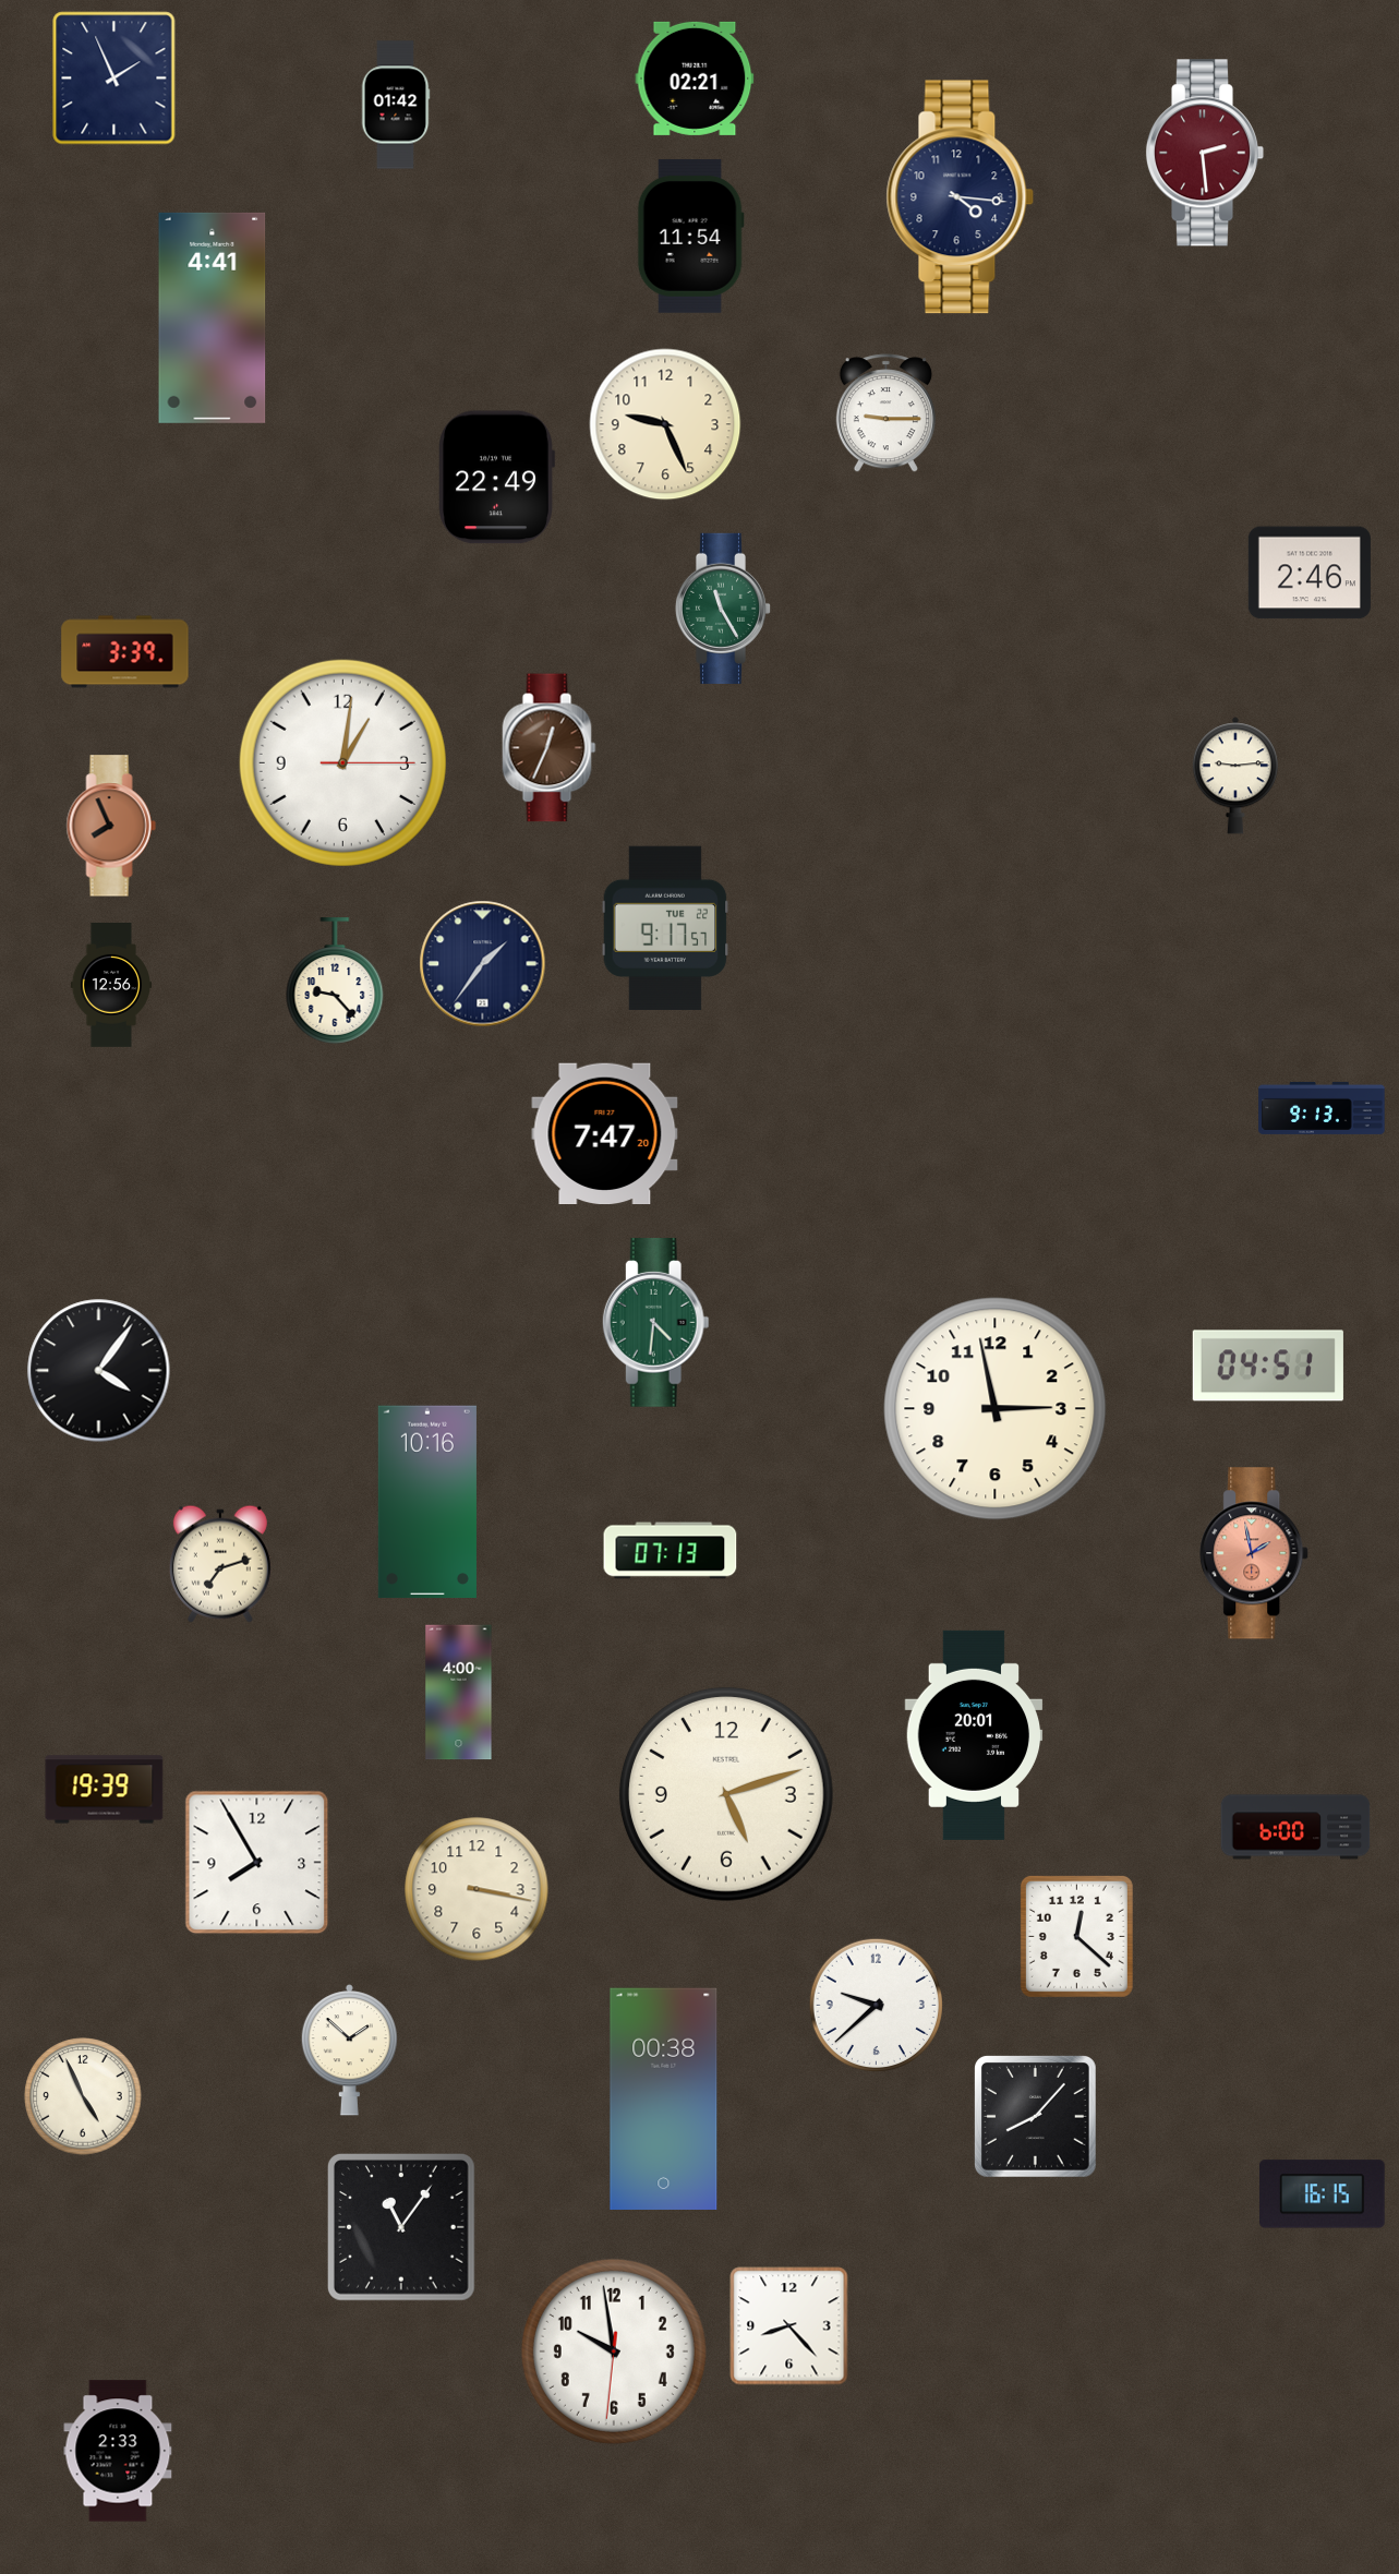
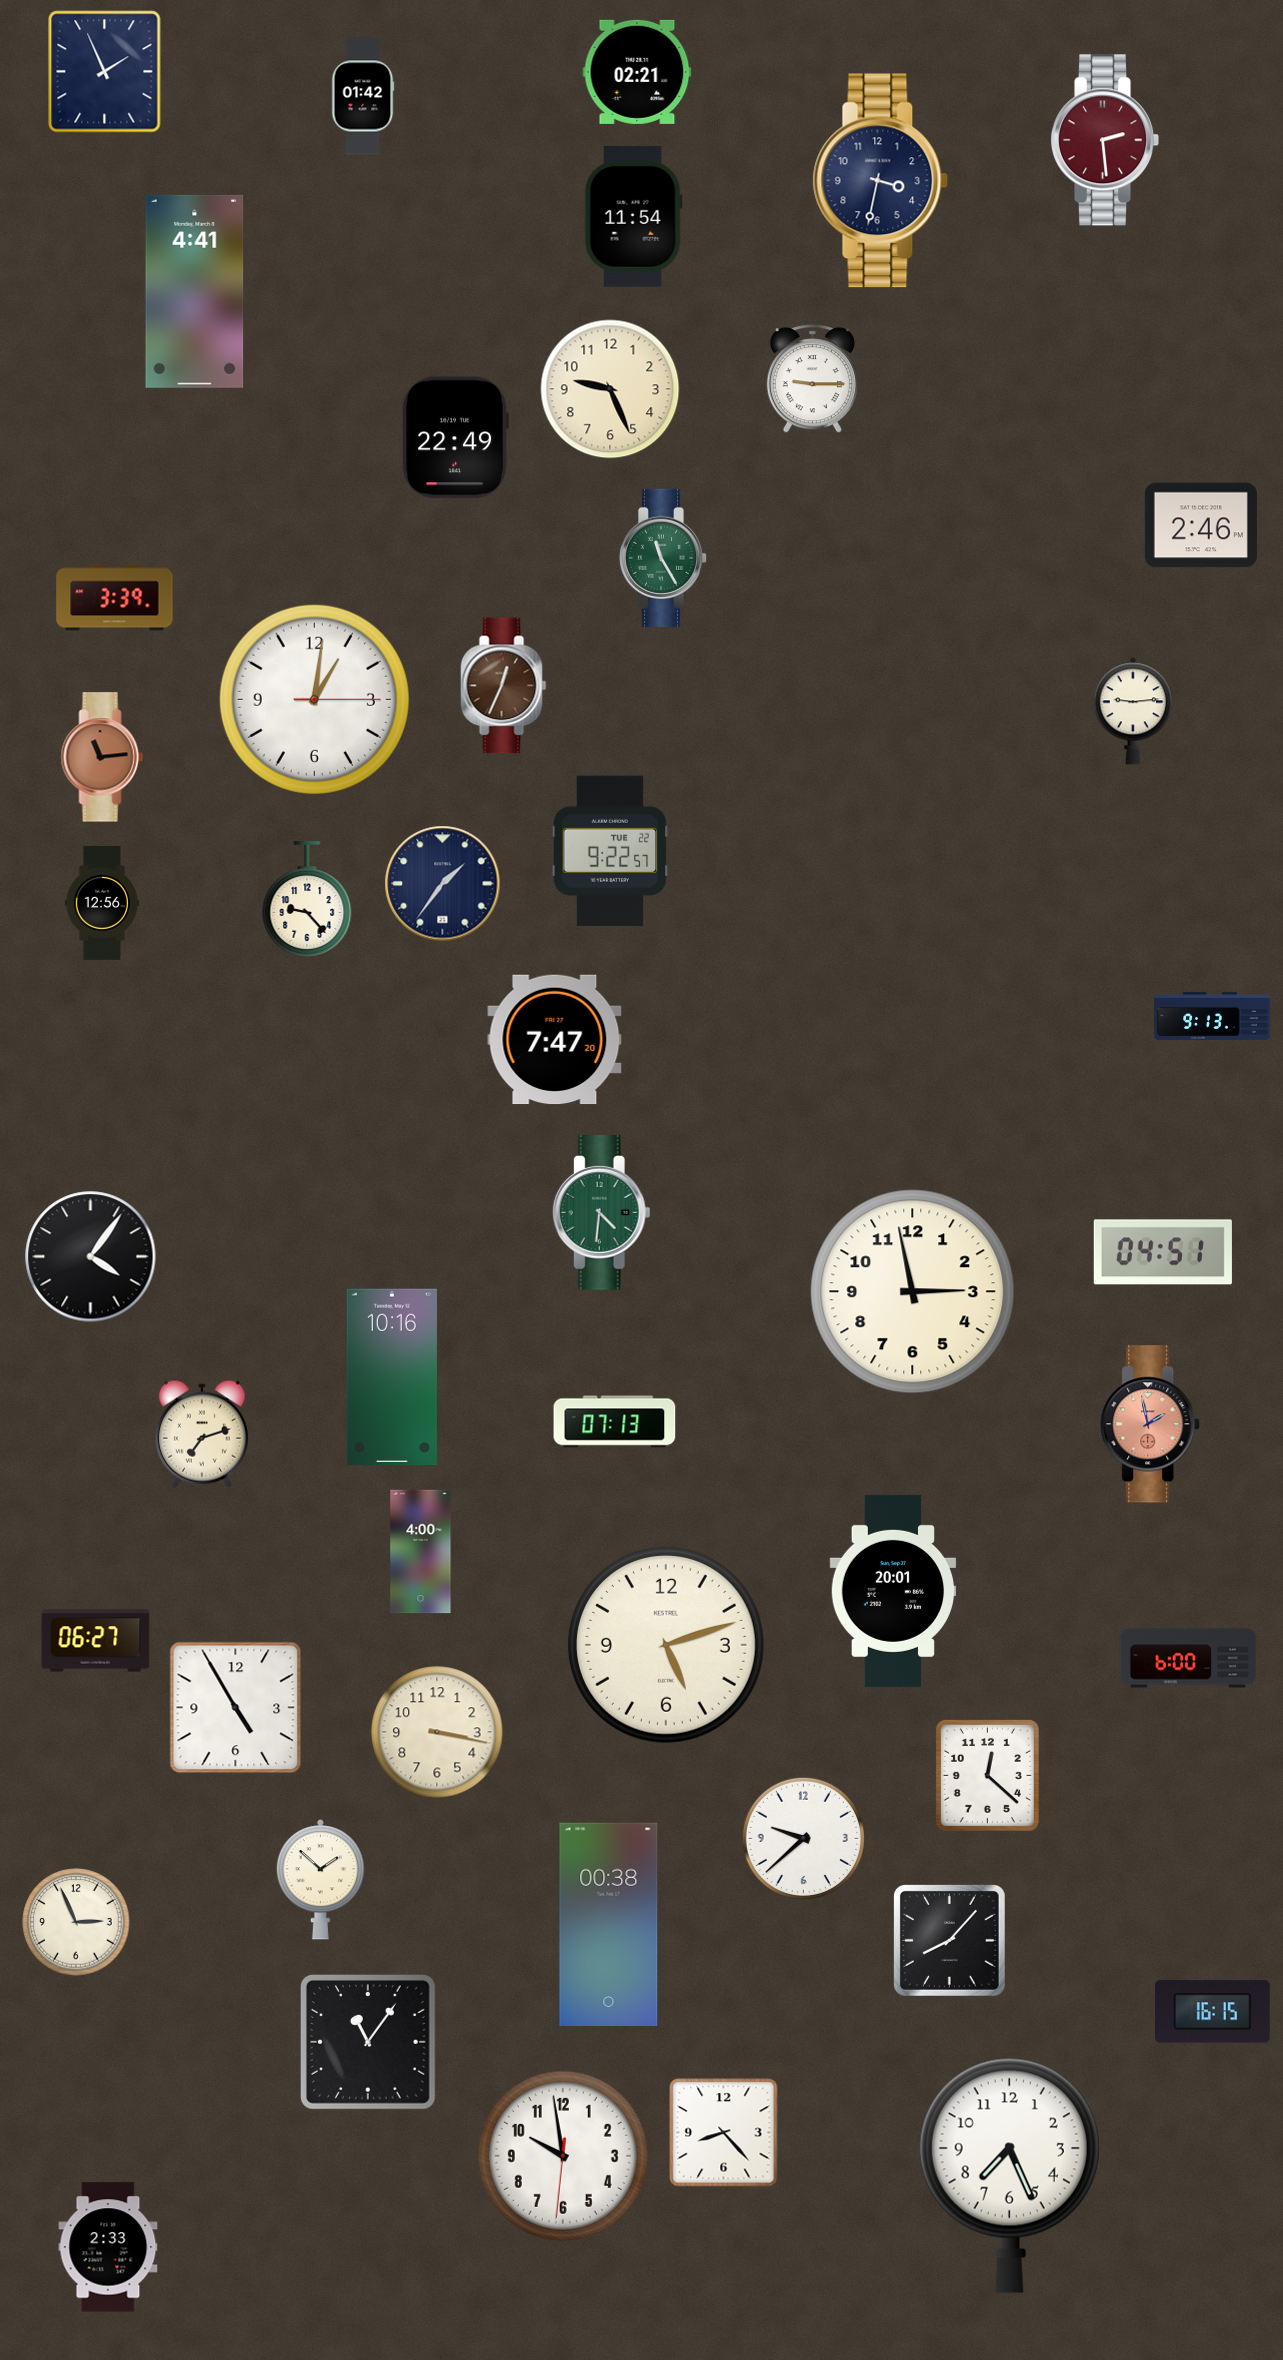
clock at (961, 197): 4:16 -> 3:32
clock at (111, 826): 7:56 -> 11:14
clock at (665, 928): 9:17 -> 9:22
clock at (105, 1790): 19:39 -> 06:27
clock at (1295, 1827) position: (1295, 1827) -> (1188, 1658)
clock at (257, 1863): 7:55 -> 4:55
clock at (83, 2096): 4:56 -> 2:56
clock at (1009, 2175): none -> 7:26
